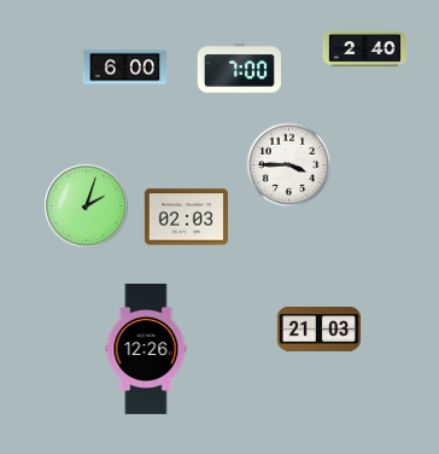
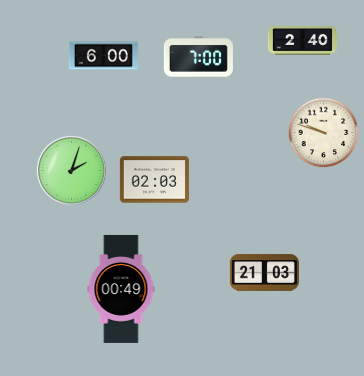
clock at (324, 133): none -> 9:48
clock at (289, 165): 3:45 -> none
clock at (146, 349): 12:26 -> 00:49
